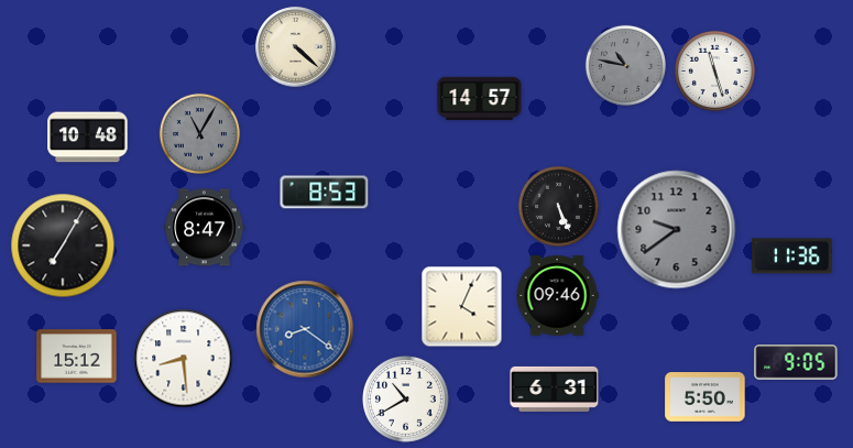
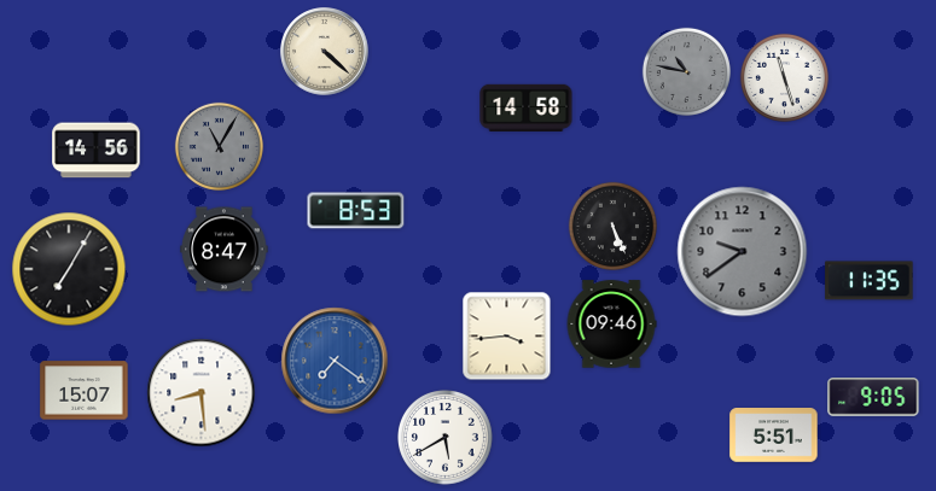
clock at (480, 98): 14:57 -> 14:58
clock at (88, 138): 10:48 -> 14:56
clock at (792, 256): 11:36 -> 11:35
clock at (462, 307): 4:04 -> 3:44
clock at (305, 329): 8:21 -> 7:21
clock at (77, 357): 15:12 -> 15:07
clock at (555, 389): 6:31 -> none
clock at (706, 397): 5:50 -> 5:51
clock at (406, 400): 10:40 -> 5:40
